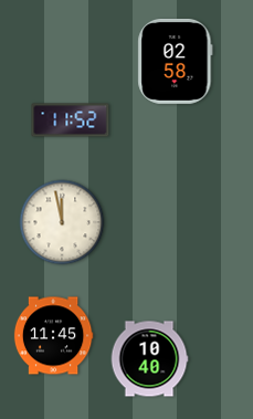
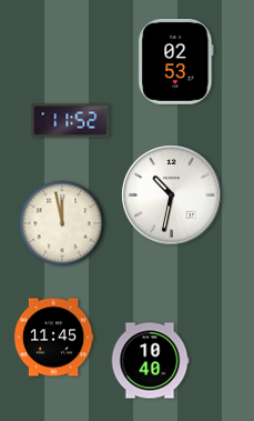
clock at (176, 61): 02:58 -> 02:53
clock at (172, 196): none -> 10:32
